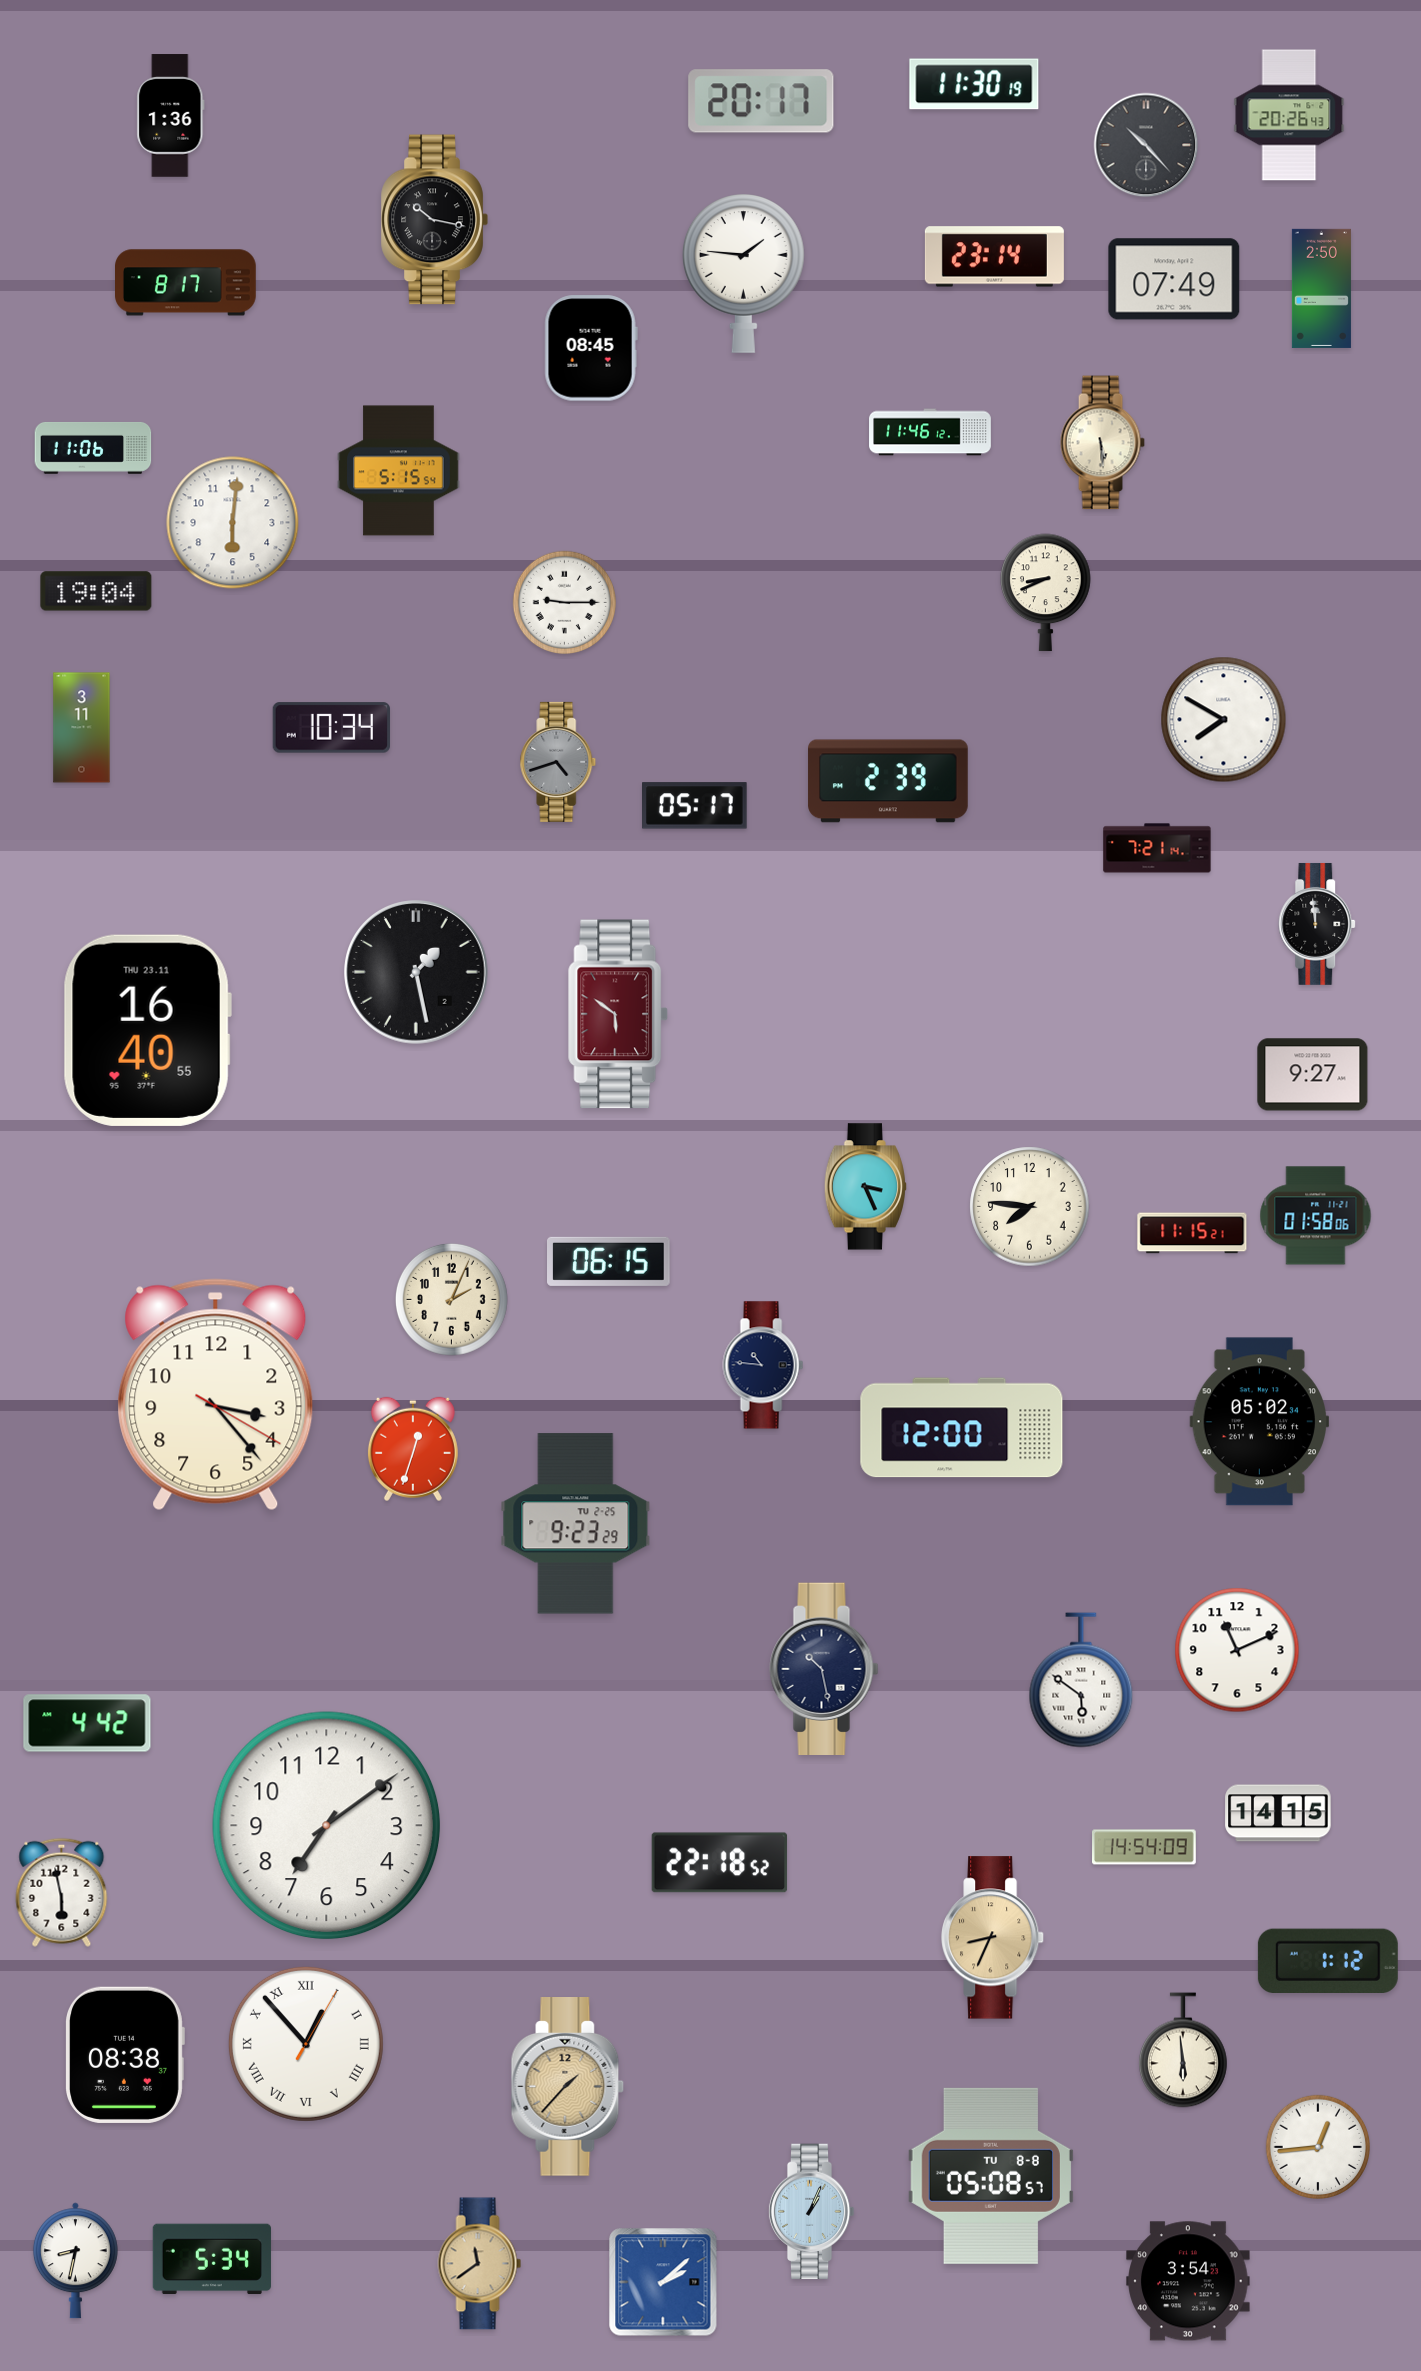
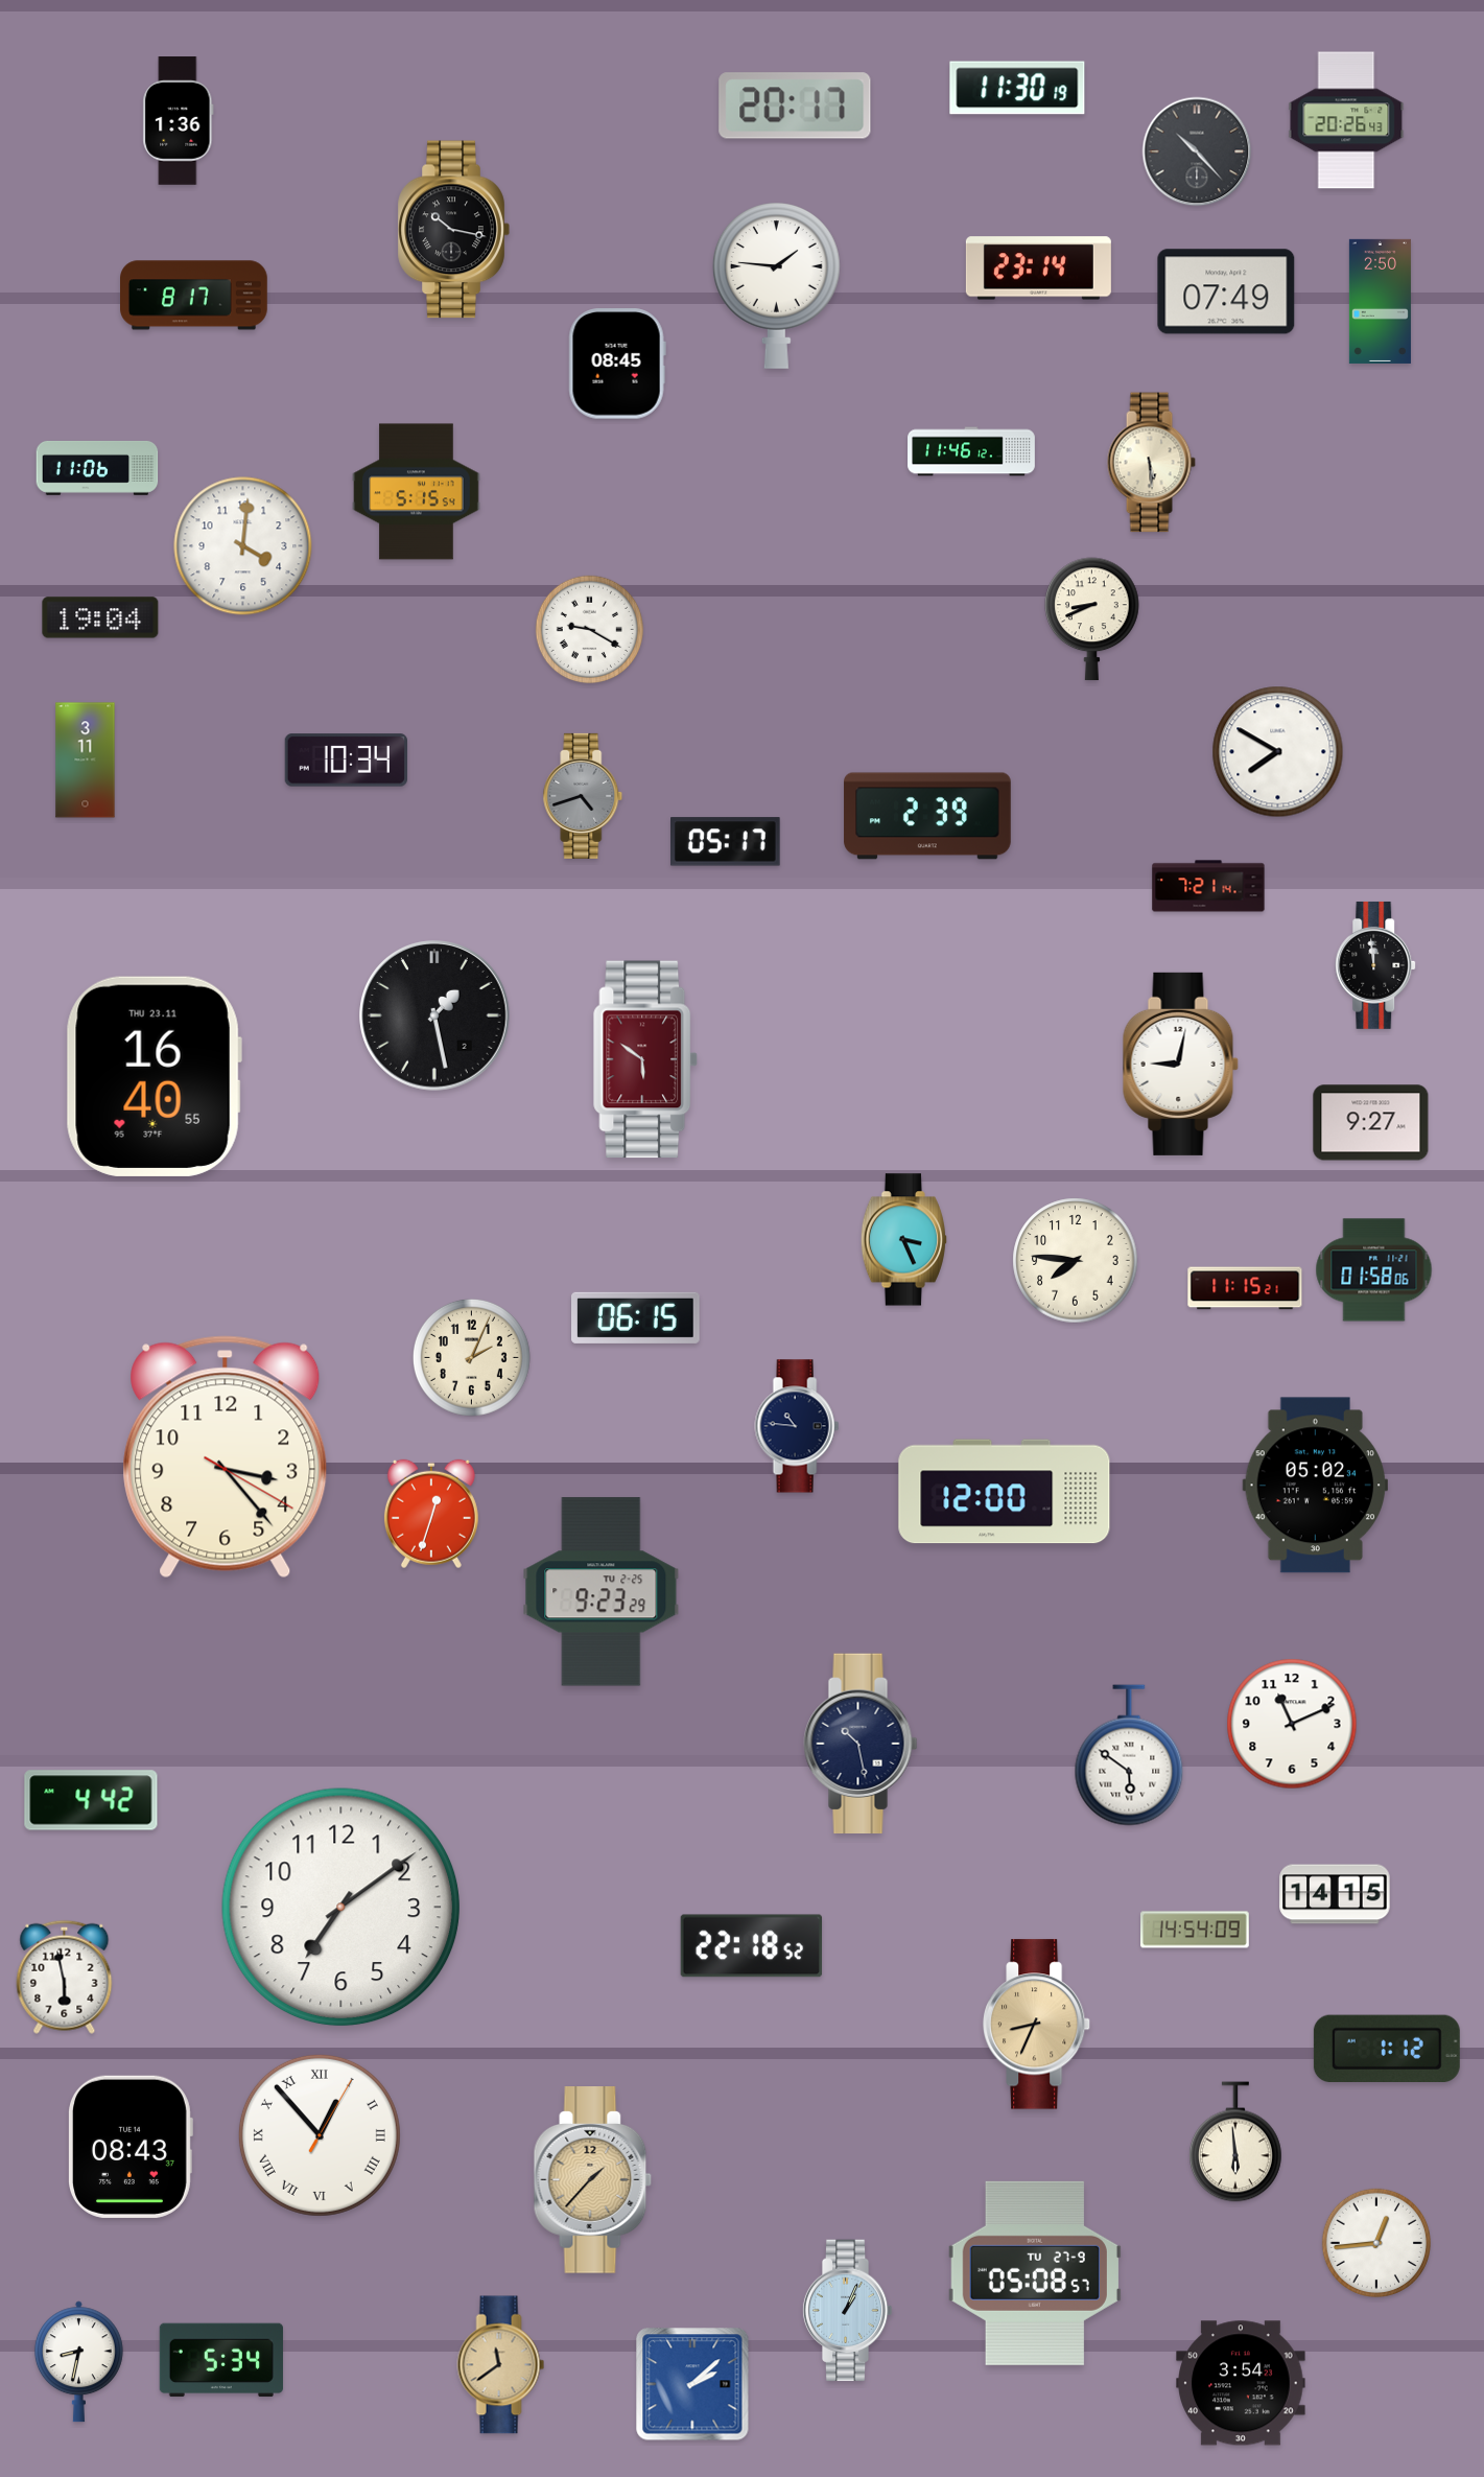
clock at (233, 523): 6:01 -> 4:01
clock at (565, 603): 9:15 -> 9:20
clock at (1180, 1064): none -> 9:02
clock at (125, 2055): 08:38 -> 08:43
clock at (991, 2176) date: TU 8-8 -> TU 27-9
